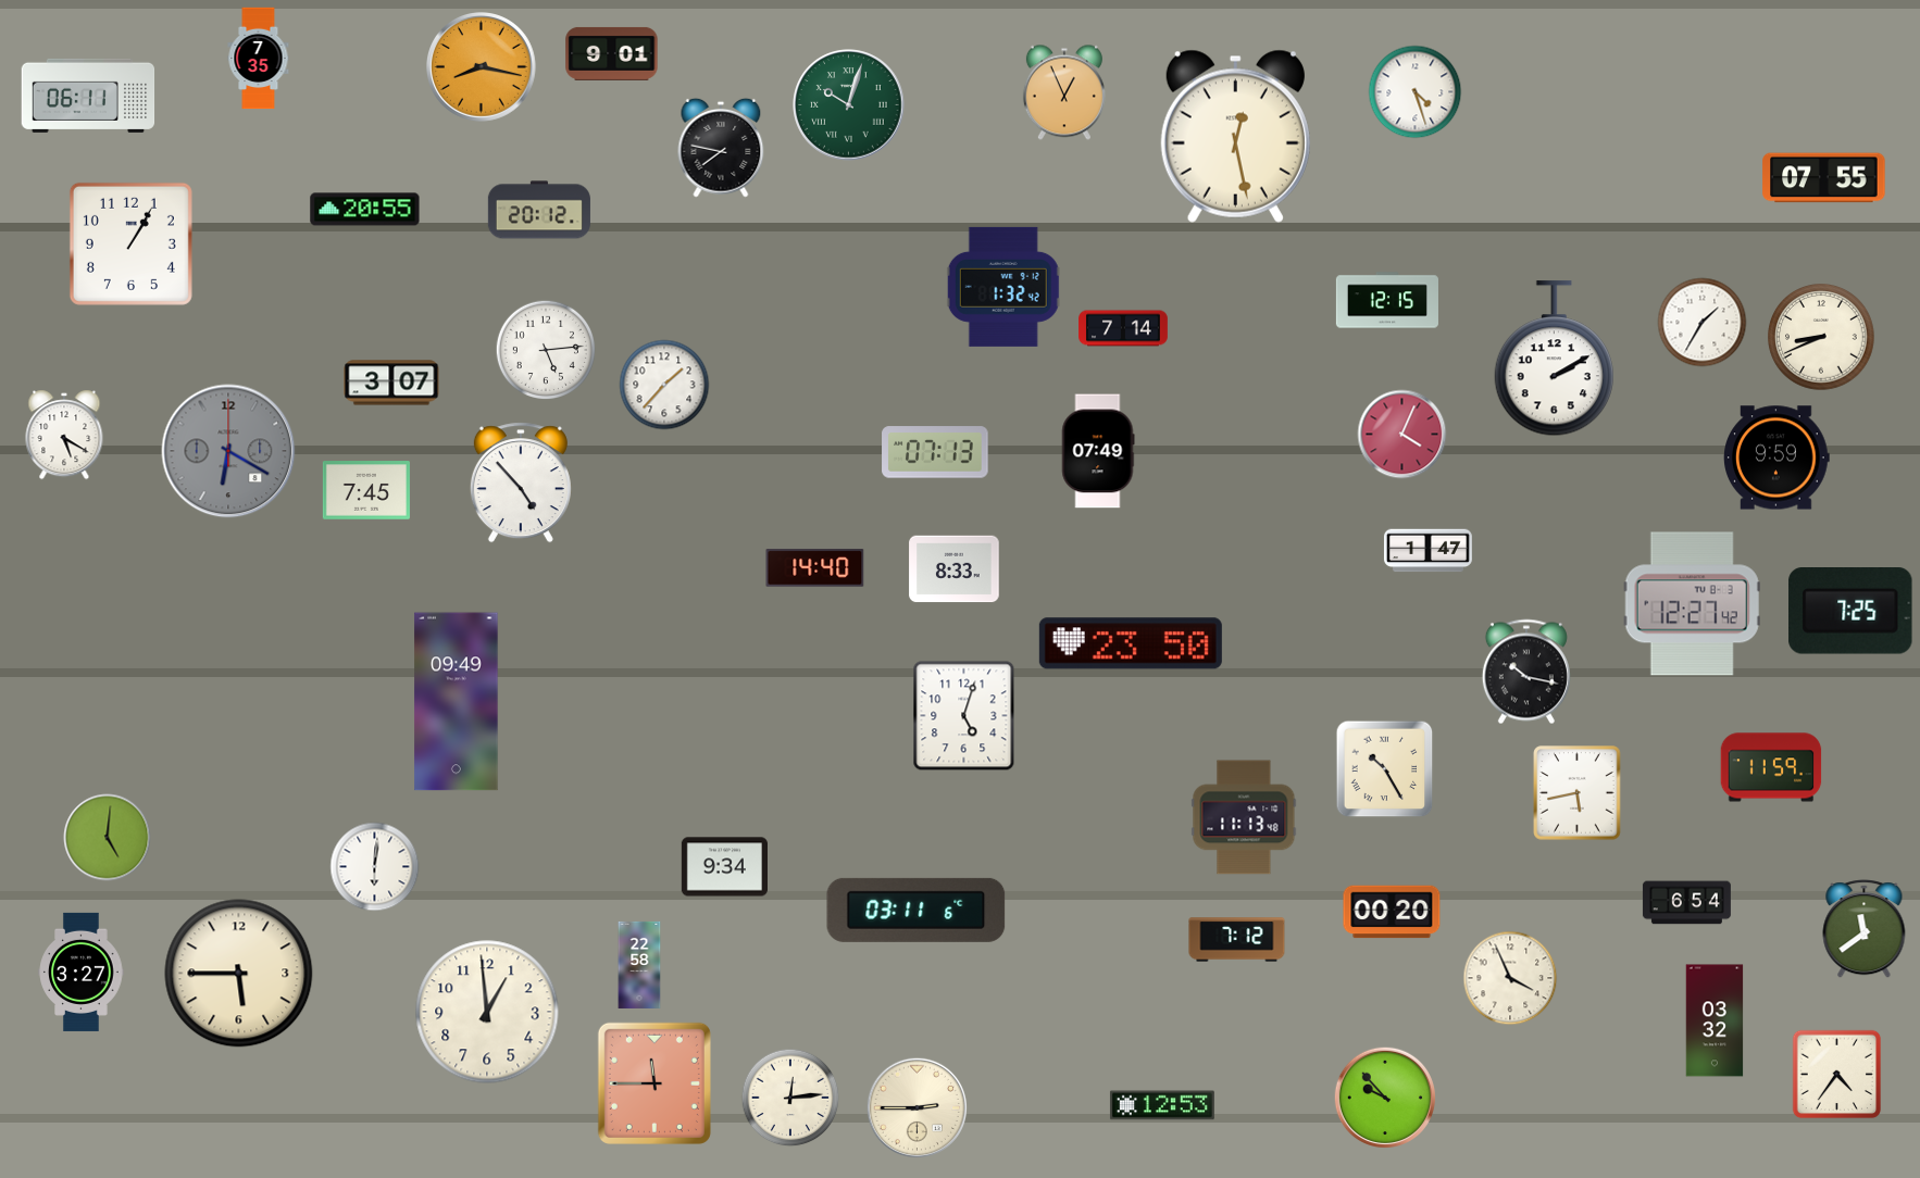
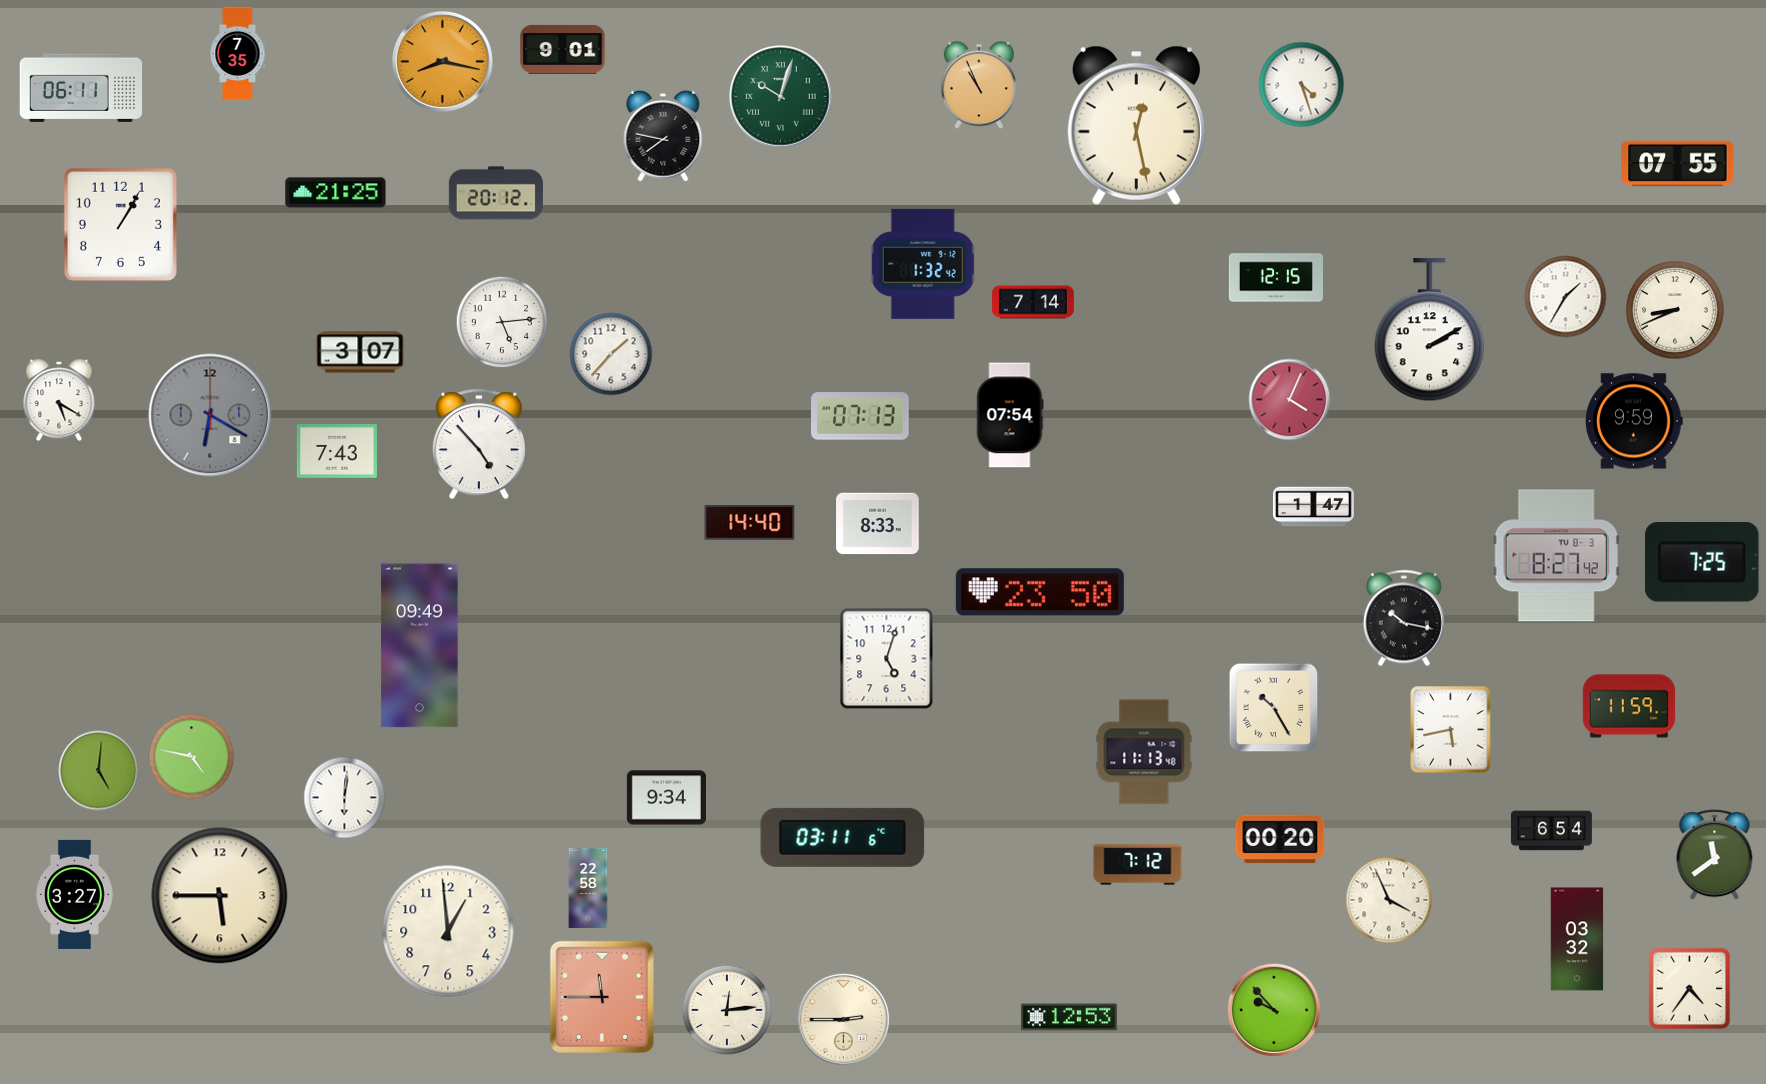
clock at (1064, 92): 12:56 -> 10:56
clock at (365, 210): 20:55 -> 21:25
clock at (1098, 451): 07:49 -> 07:54
clock at (366, 490): 7:45 -> 7:43
clock at (1692, 604): 12:27 -> 8:27
clock at (192, 757): none -> 4:47
